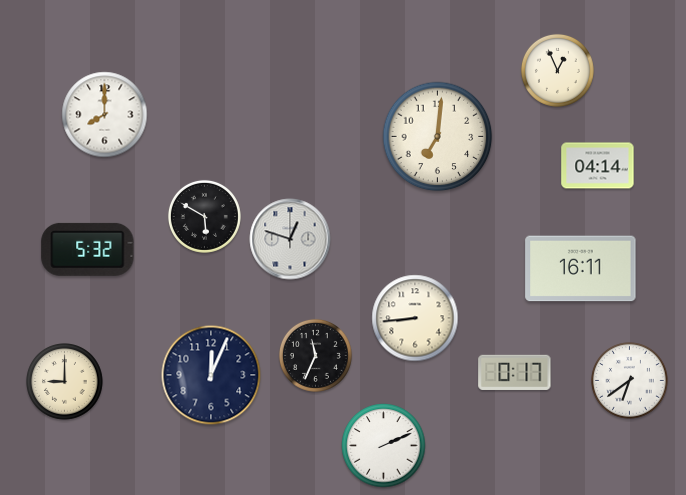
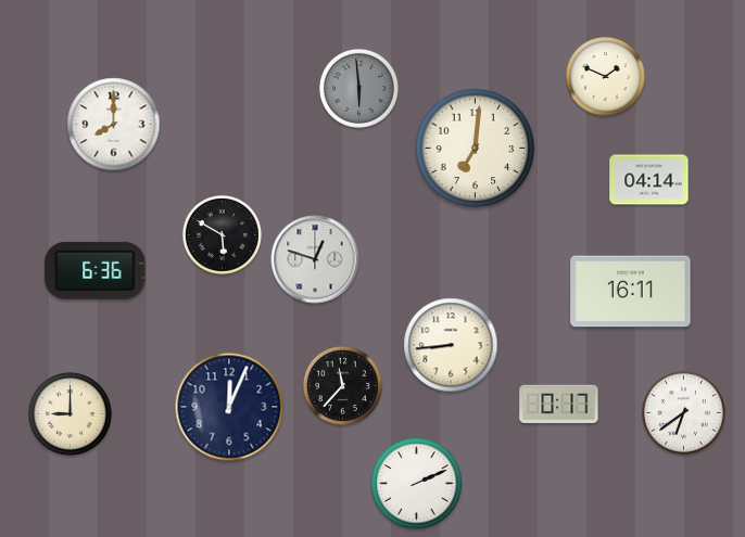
clock at (557, 70): 12:56 -> 1:49
clock at (358, 88): none -> 5:59
clock at (88, 249): 5:32 -> 6:36
clock at (315, 355): 11:34 -> 11:37
